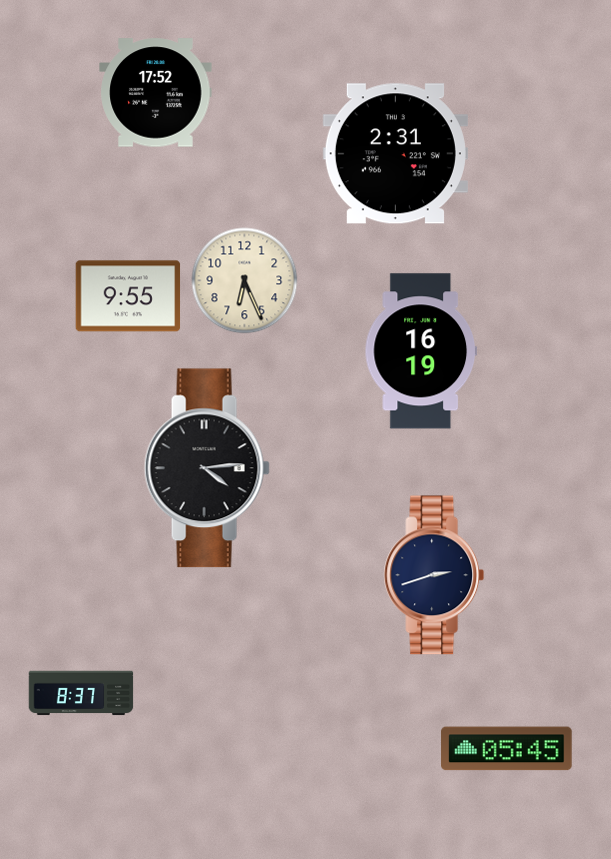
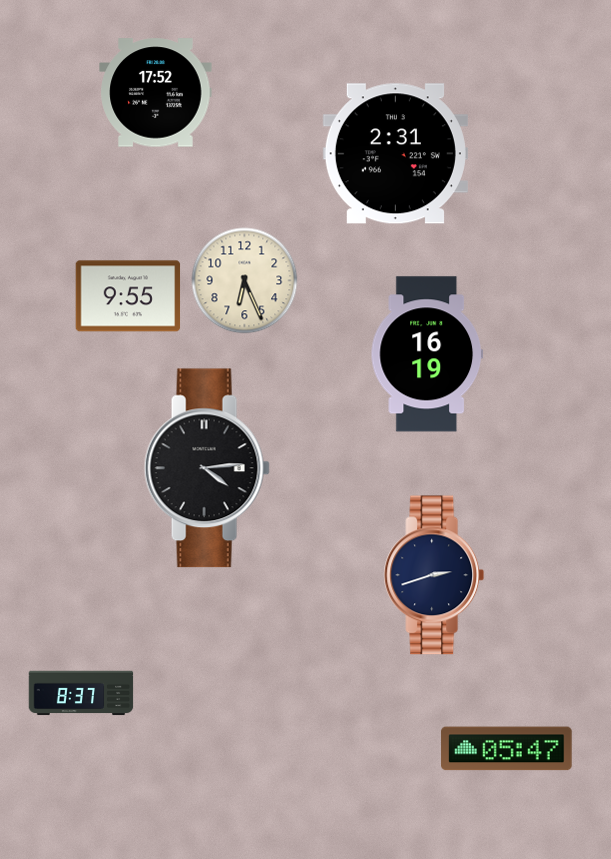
clock at (420, 351) position: (420, 351) -> (426, 354)
clock at (507, 749): 05:45 -> 05:47
